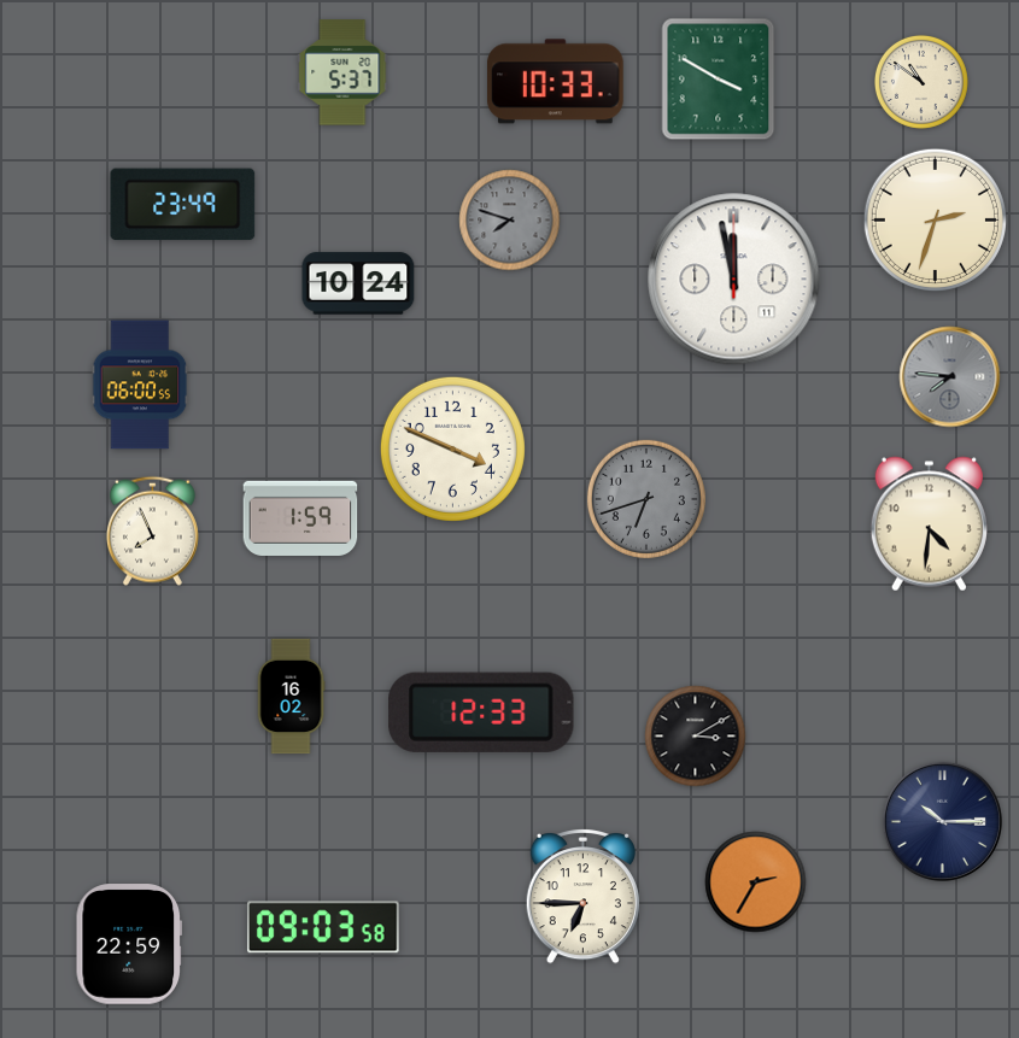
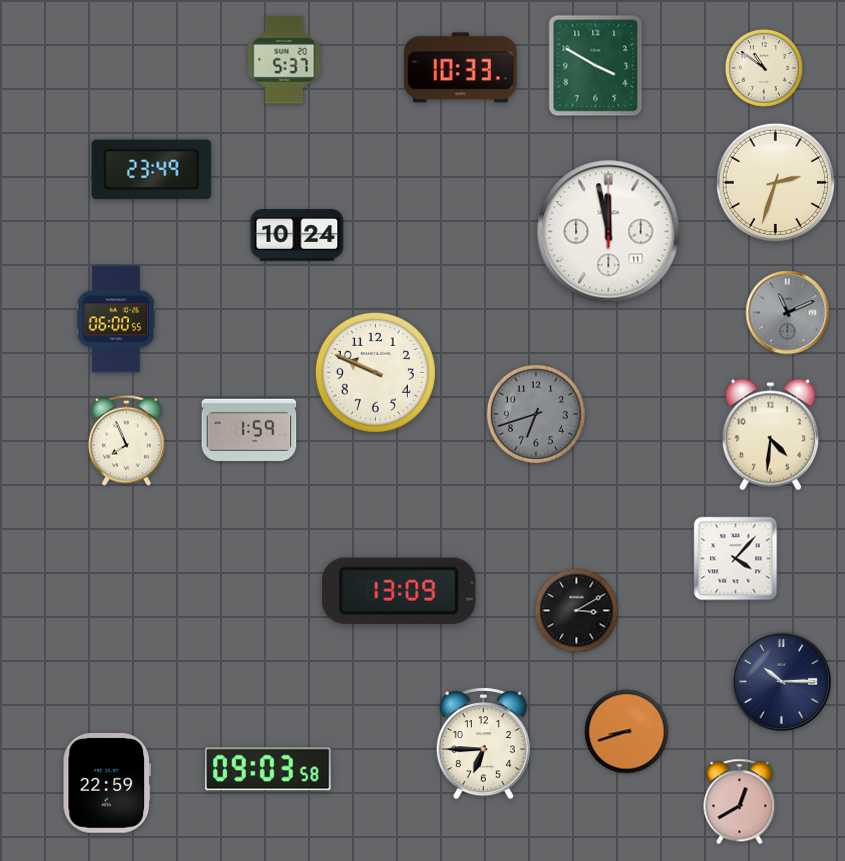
clock at (510, 221): 7:48 -> none
clock at (950, 377): 7:46 -> 11:11
clock at (452, 448): 3:49 -> 9:49
clock at (736, 559): none -> 4:07
clock at (291, 697): 16:02 -> none
clock at (481, 712): 12:33 -> 13:09
clock at (756, 882): 2:35 -> 8:42
clock at (740, 802): none -> 12:40
